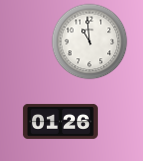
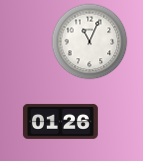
clock at (90, 42): 10:59 -> 11:04
